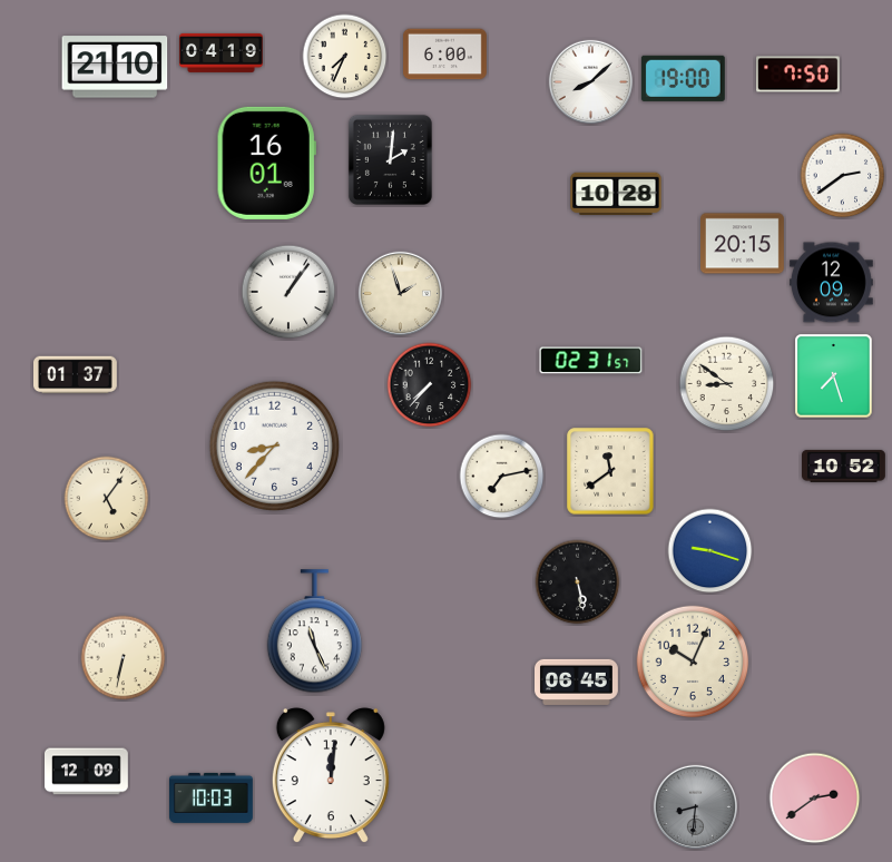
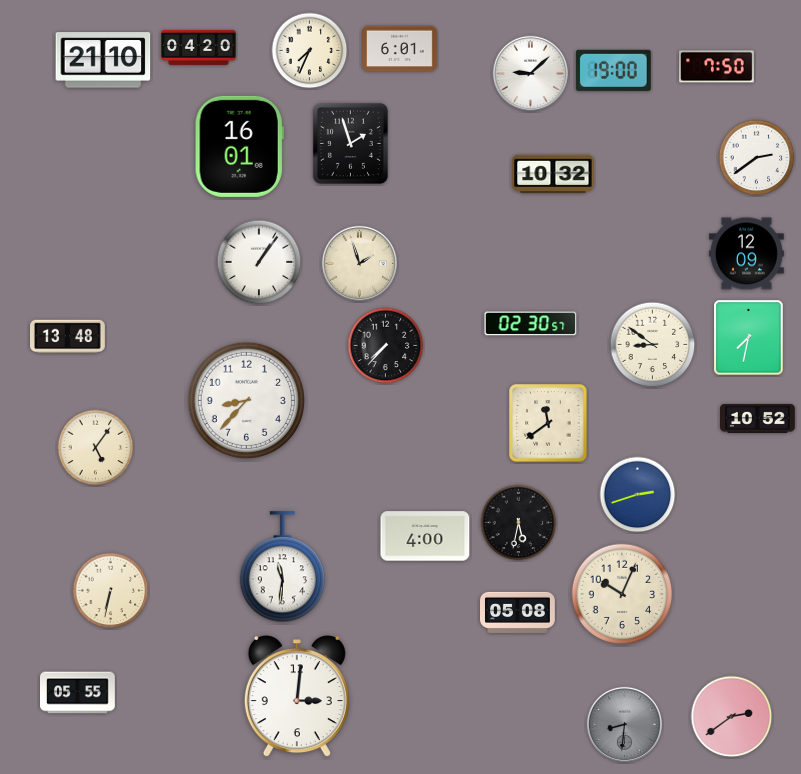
clock at (222, 52): 04:19 -> 04:20
clock at (445, 55): 6:00 -> 6:01
clock at (590, 81): 8:08 -> 9:08
clock at (390, 159): 2:01 -> 1:57
clock at (616, 194): 10:28 -> 10:32
clock at (743, 244): 20:15 -> none
clock at (591, 361): 02:31 -> 02:30
clock at (76, 375): 01:37 -> 13:48
clock at (834, 376): 7:27 -> 7:32
clock at (502, 477): 7:13 -> none
clock at (710, 551): 9:18 -> 2:42
clock at (578, 582): 5:28 -> 5:32
clock at (425, 536): none -> 4:00
clock at (314, 631): 11:26 -> 11:31
clock at (577, 682): 06:45 -> 05:08
clock at (87, 772): 12:09 -> 05:55
clock at (331, 776): 12:01 -> 3:01
clock at (212, 797): 10:03 -> none
